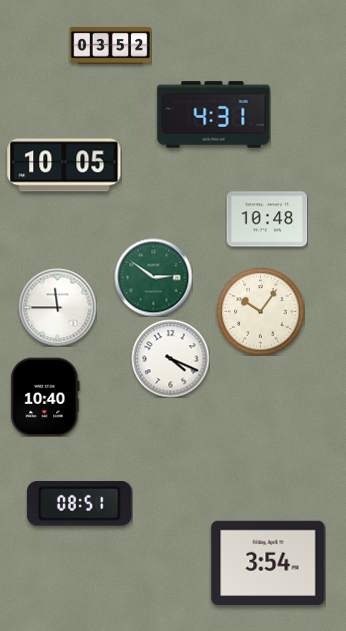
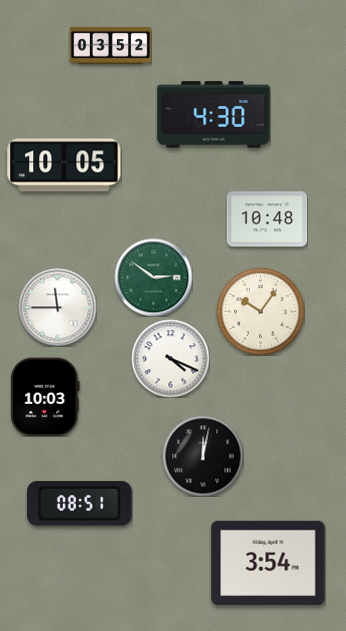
clock at (214, 115): 4:31 -> 4:30
clock at (45, 397): 10:40 -> 10:03
clock at (203, 456): none -> 12:02
